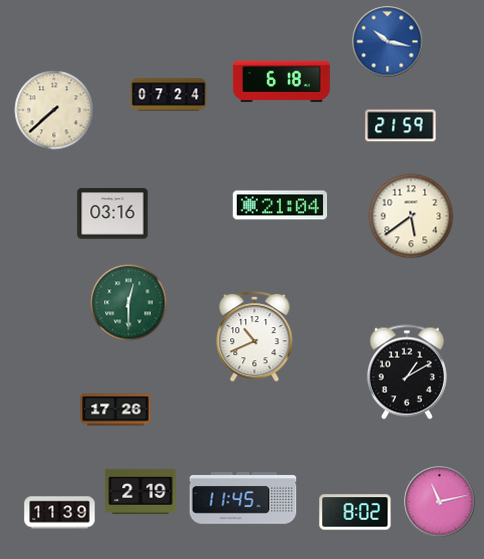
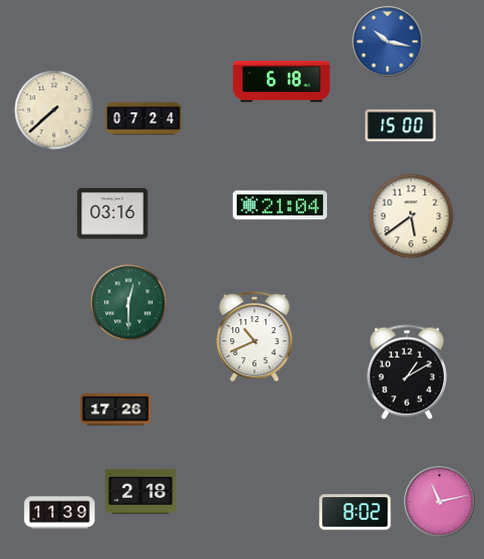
clock at (169, 95) position: (169, 95) -> (144, 119)
clock at (401, 126): 21:59 -> 15:00
clock at (141, 491): 2:19 -> 2:18
clock at (243, 498): 11:45 -> none
